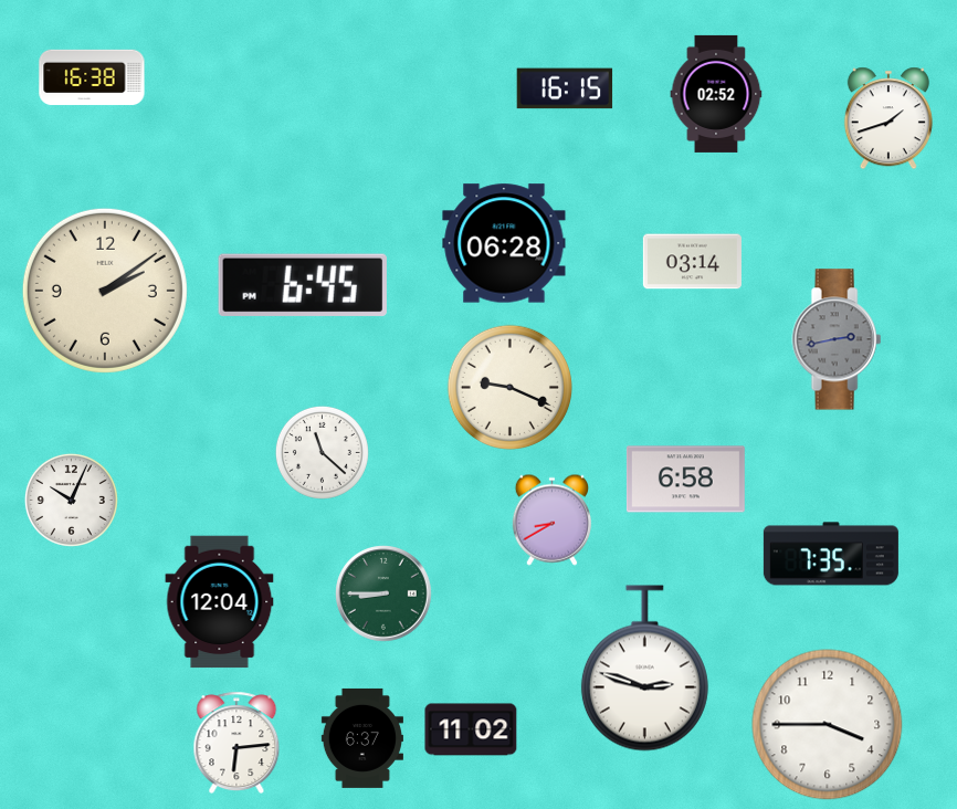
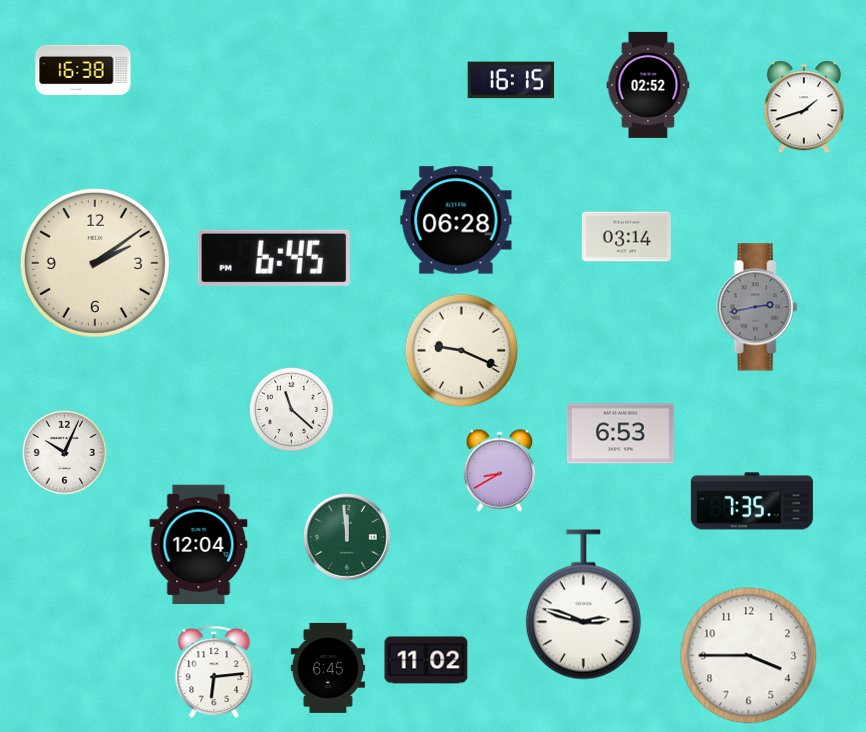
clock at (685, 480): 6:58 -> 6:53
clock at (383, 593): 8:45 -> 11:59
clock at (362, 738): 6:37 -> 6:45
